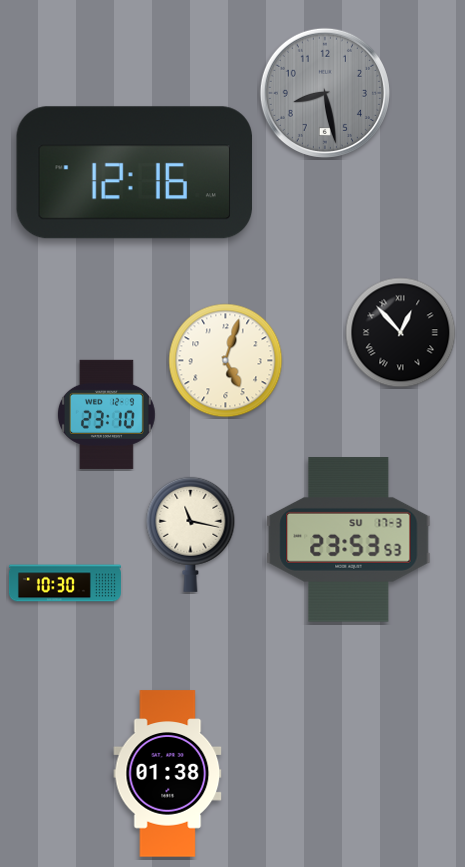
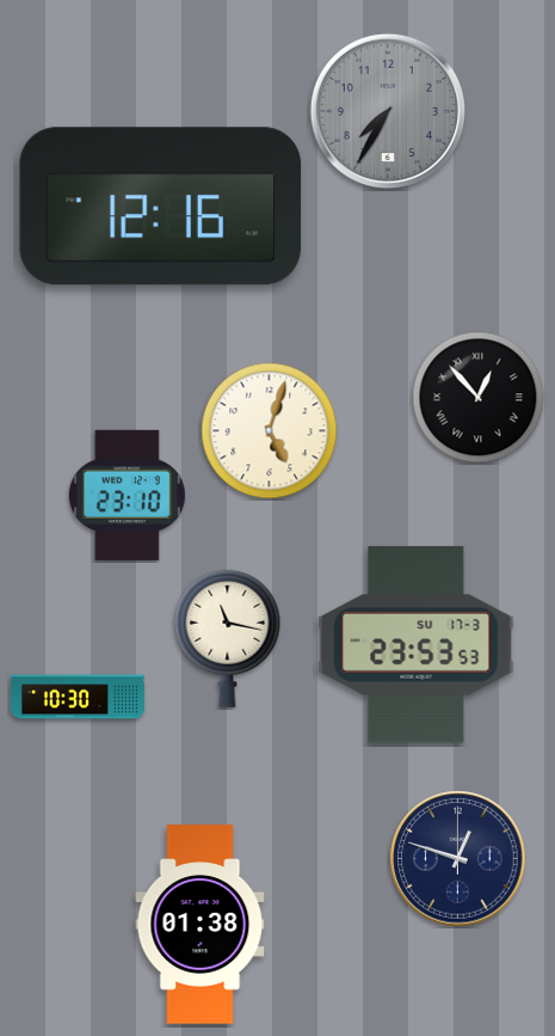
clock at (325, 93): 8:28 -> 7:35
clock at (458, 859): none -> 12:48
